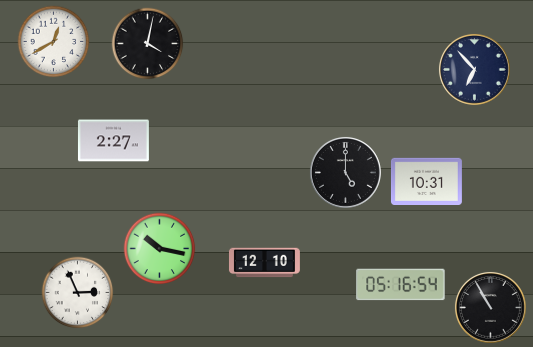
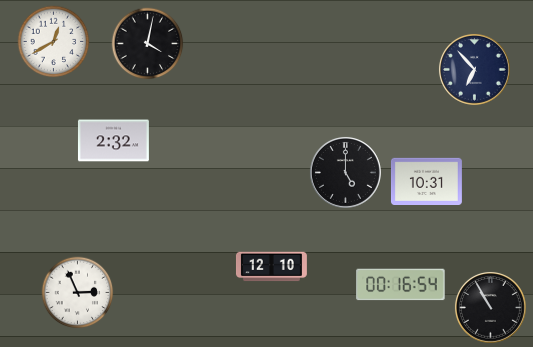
clock at (113, 141): 2:27 -> 2:32
clock at (160, 249): 10:17 -> none
clock at (264, 263) position: (264, 263) -> (271, 267)
clock at (401, 285): 05:16 -> 00:16
